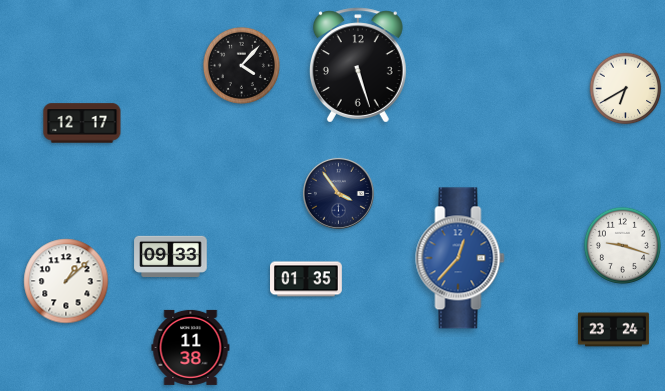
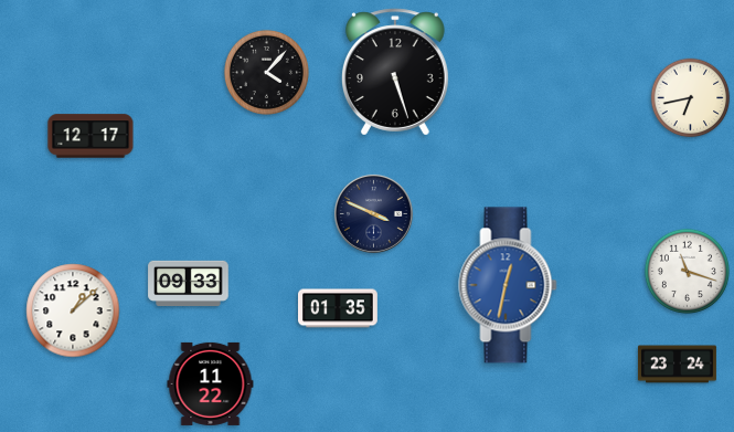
clock at (626, 89): 6:40 -> 6:43
clock at (338, 193): 3:54 -> 3:49
clock at (622, 245): 9:18 -> 11:18
clock at (460, 258): 12:37 -> 12:32
clock at (191, 347): 11:38 -> 11:22
